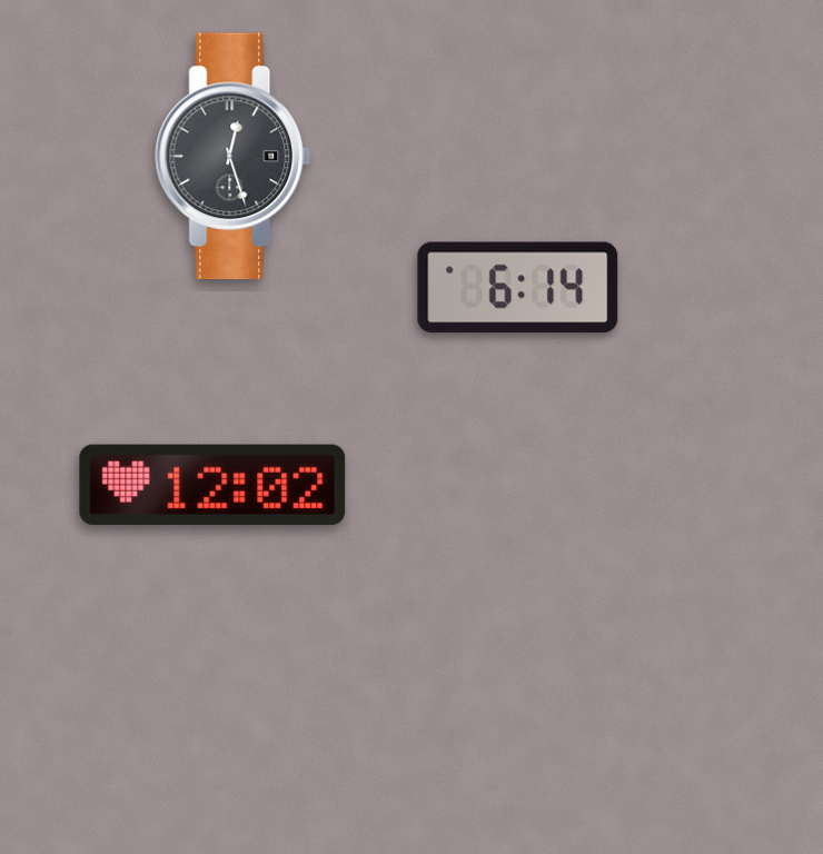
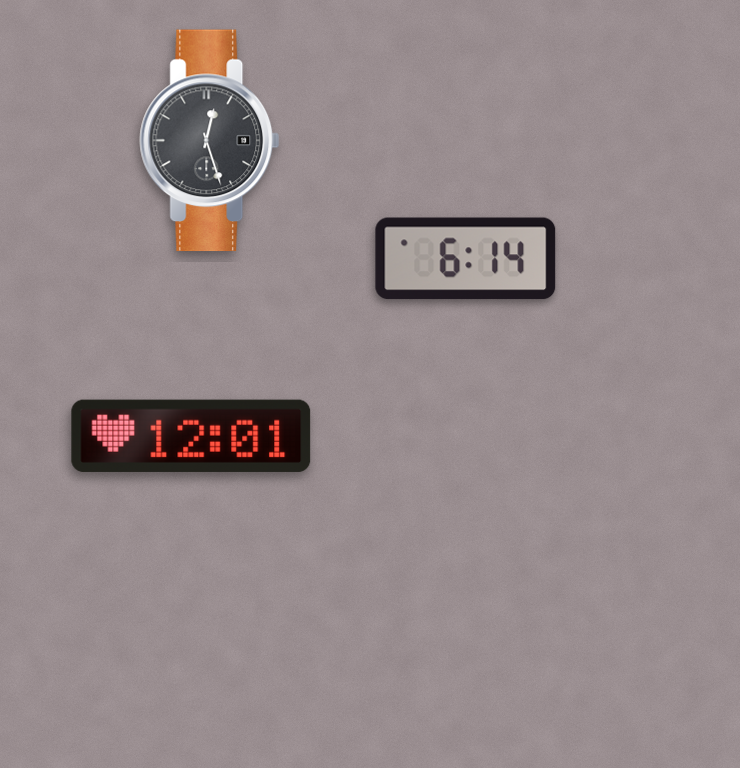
clock at (212, 485): 12:02 -> 12:01
